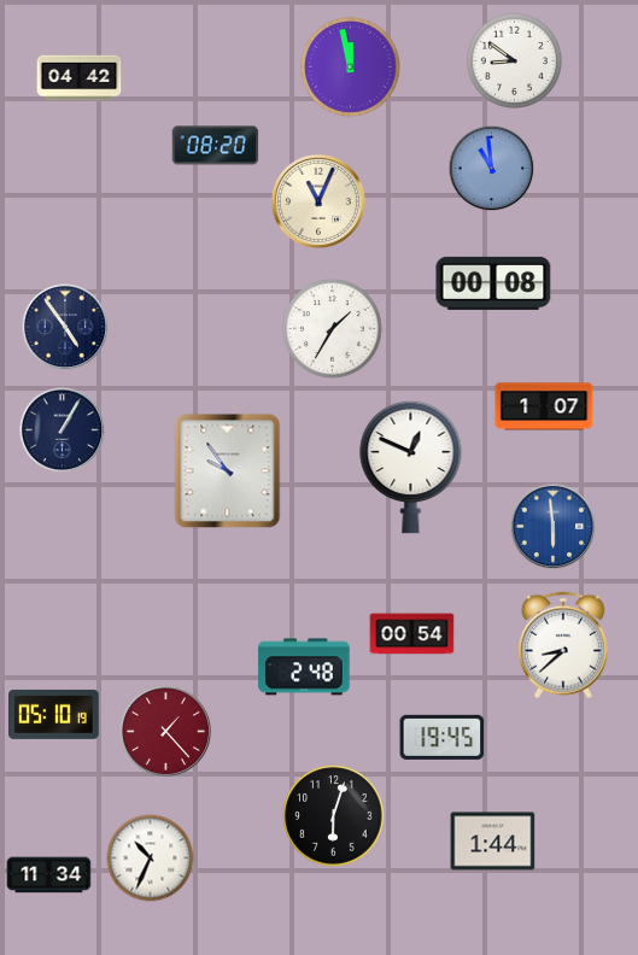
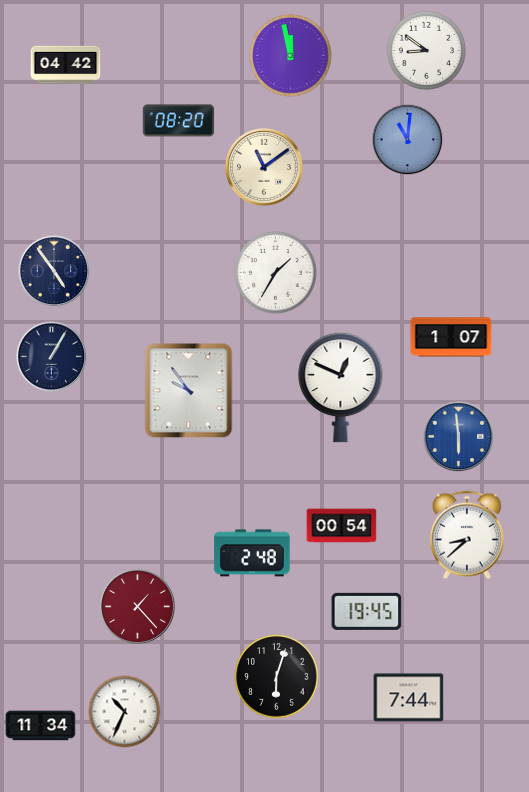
clock at (492, 169): 10:59 -> 11:01
clock at (318, 201): 11:04 -> 11:09
clock at (493, 283): 00:08 -> none
clock at (54, 714): 05:10 -> none
clock at (493, 842): 1:44 -> 7:44
